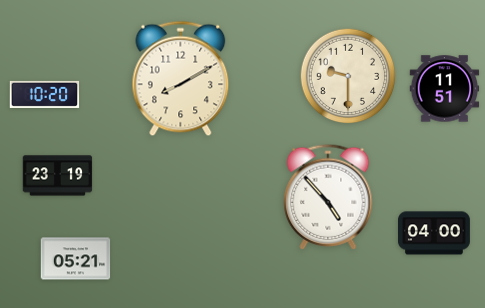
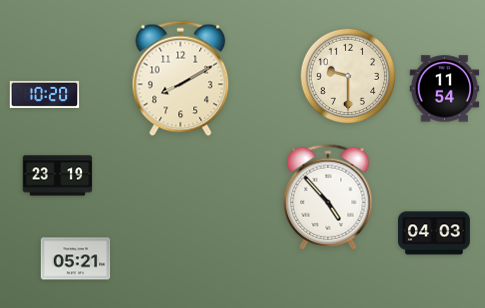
clock at (445, 89): 11:51 -> 11:54
clock at (435, 233): 04:00 -> 04:03
